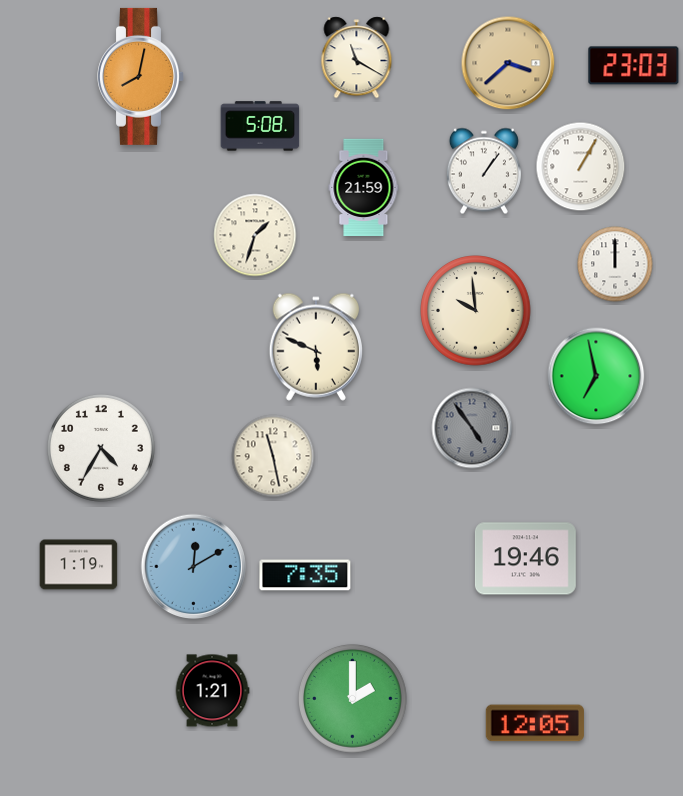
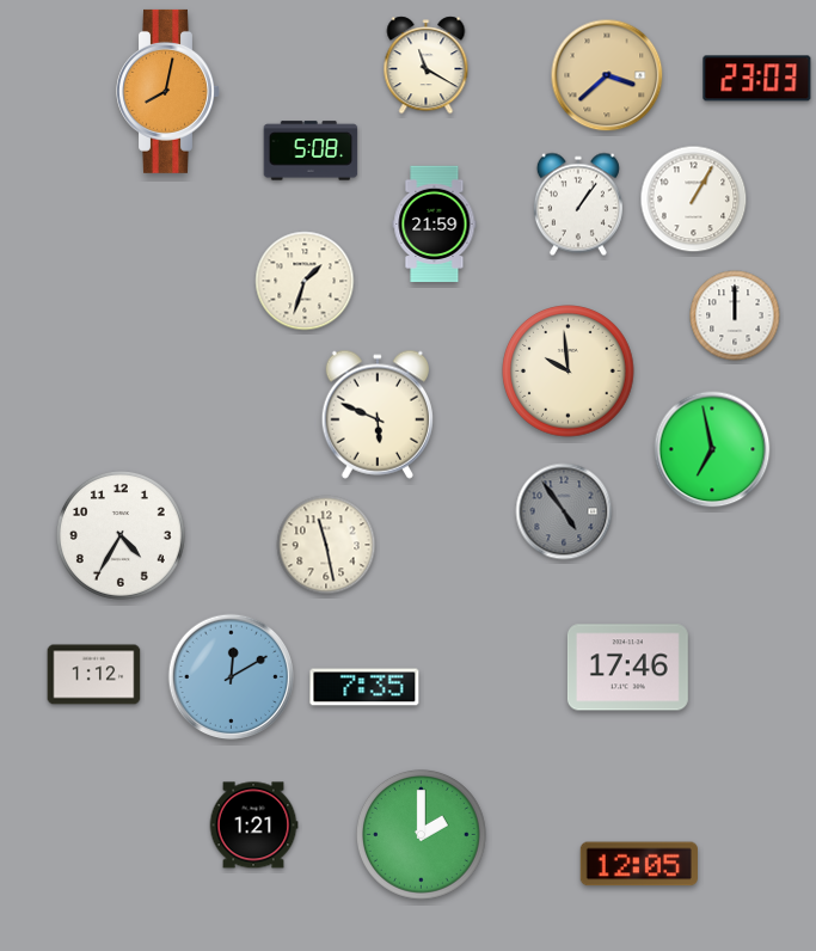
clock at (357, 58) position: (357, 58) -> (427, 66)
clock at (525, 559): 19:46 -> 17:46
clock at (79, 565): 1:19 -> 1:12
